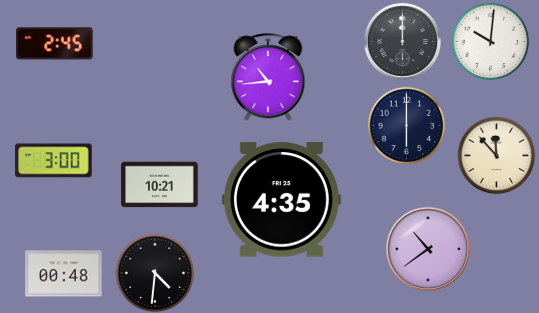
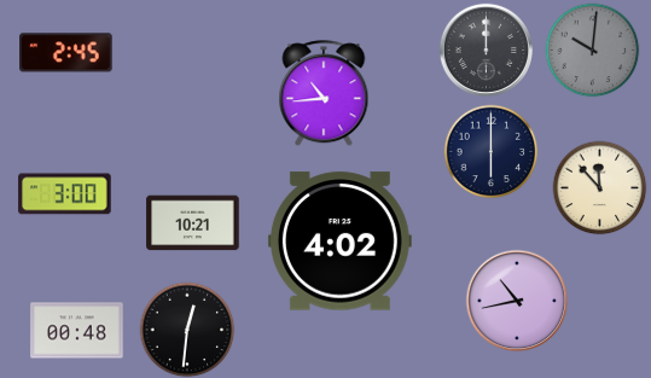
clock at (490, 41) dial: white -> grey
clock at (281, 200): 4:35 -> 4:02
clock at (428, 249): 10:39 -> 10:43
clock at (155, 273): 4:31 -> 12:31
